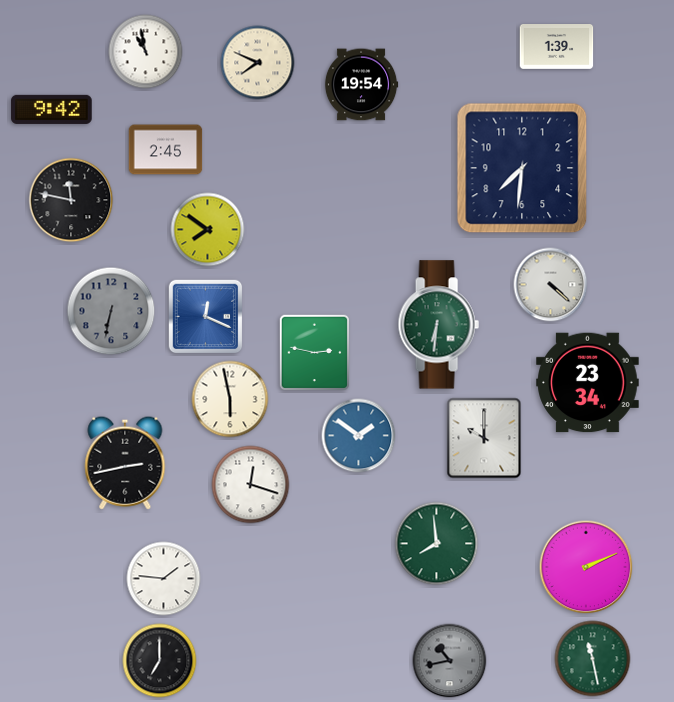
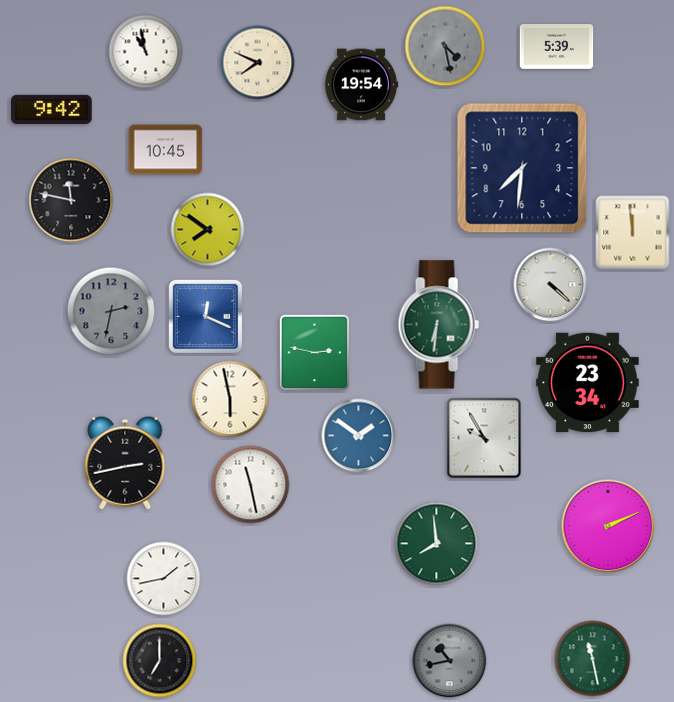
clock at (445, 46): none -> 4:28
clock at (557, 47): 1:39 -> 5:39
clock at (166, 150): 2:45 -> 10:45
clock at (633, 233): none -> 11:59
clock at (111, 311): 6:32 -> 2:32
clock at (484, 438): 10:00 -> 9:55
clock at (251, 485): 12:18 -> 11:28
clock at (586, 567) position: (586, 567) -> (608, 526)
clock at (164, 579): 1:46 -> 1:43
